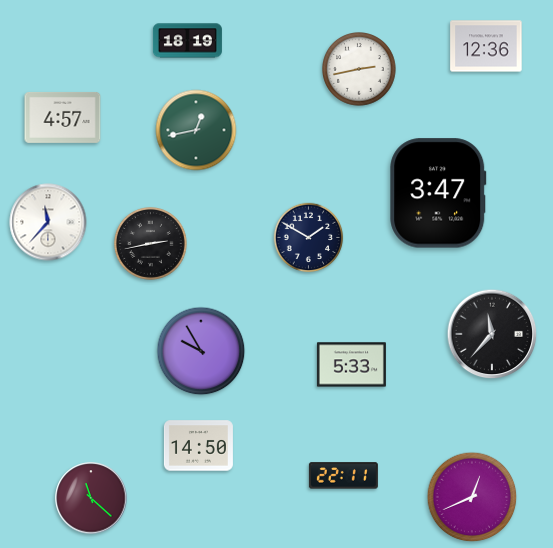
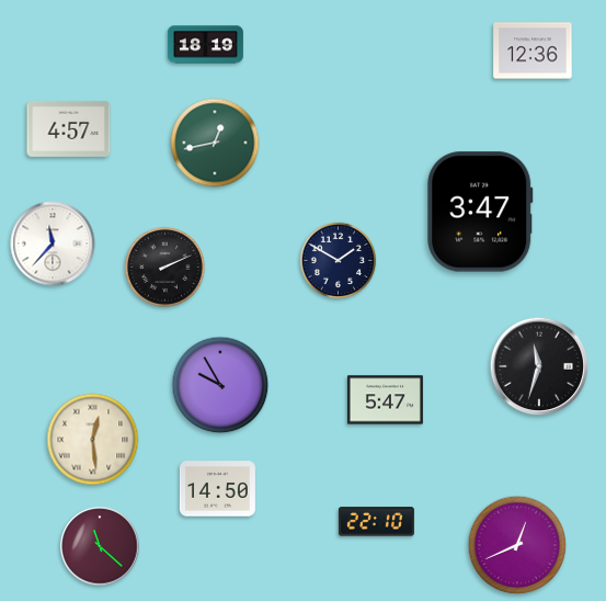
clock at (360, 70): 2:43 -> none
clock at (150, 243): 2:43 -> 2:11
clock at (492, 334): 11:37 -> 11:33
clock at (351, 365): 5:33 -> 5:47
clock at (93, 440): none -> 12:29
clock at (343, 476): 22:11 -> 22:10
